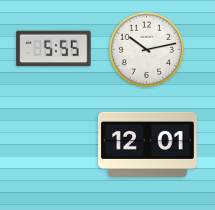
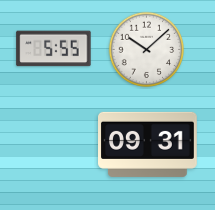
clock at (147, 50): 10:13 -> 10:08
clock at (148, 144): 12:01 -> 09:31
